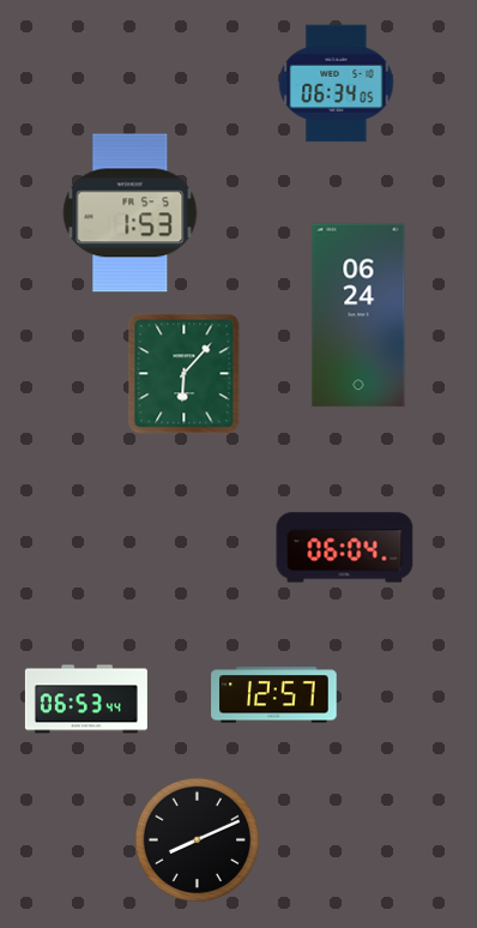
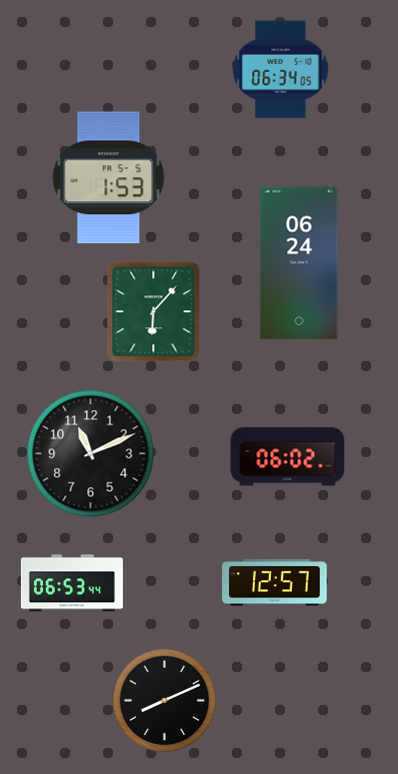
clock at (91, 454): none -> 11:11
clock at (345, 548): 06:04 -> 06:02
clock at (274, 695) position: (274, 695) -> (275, 583)
